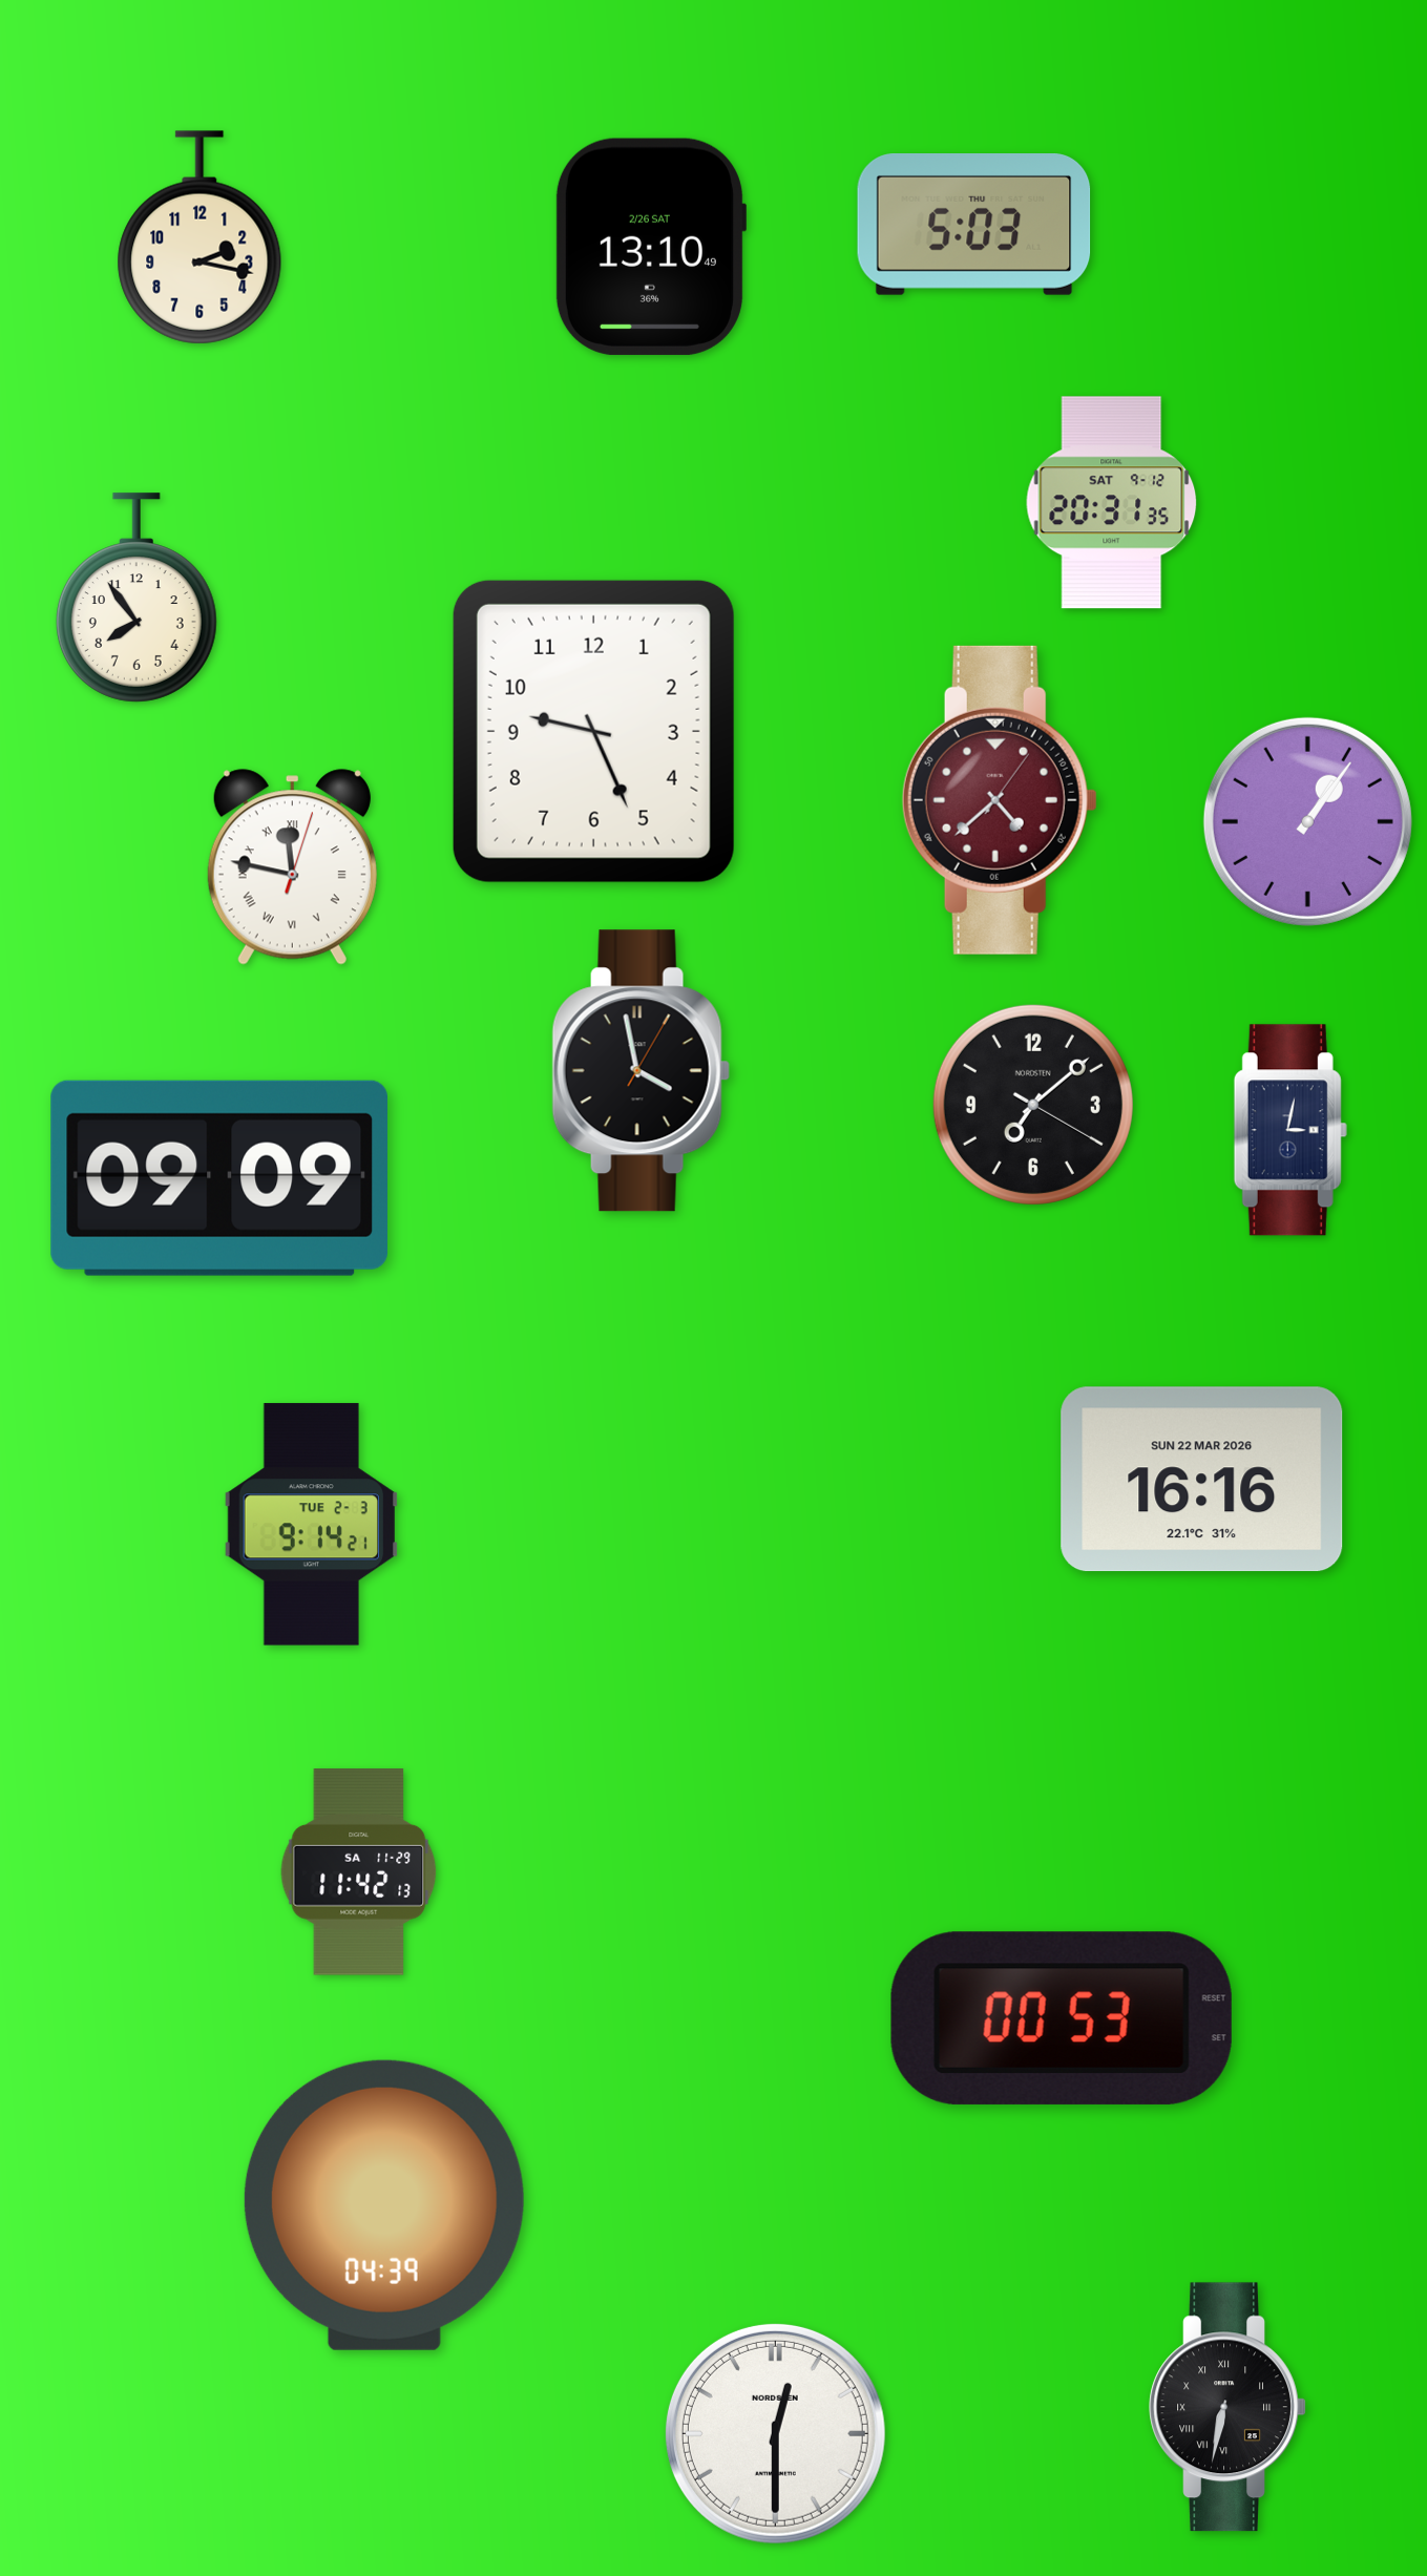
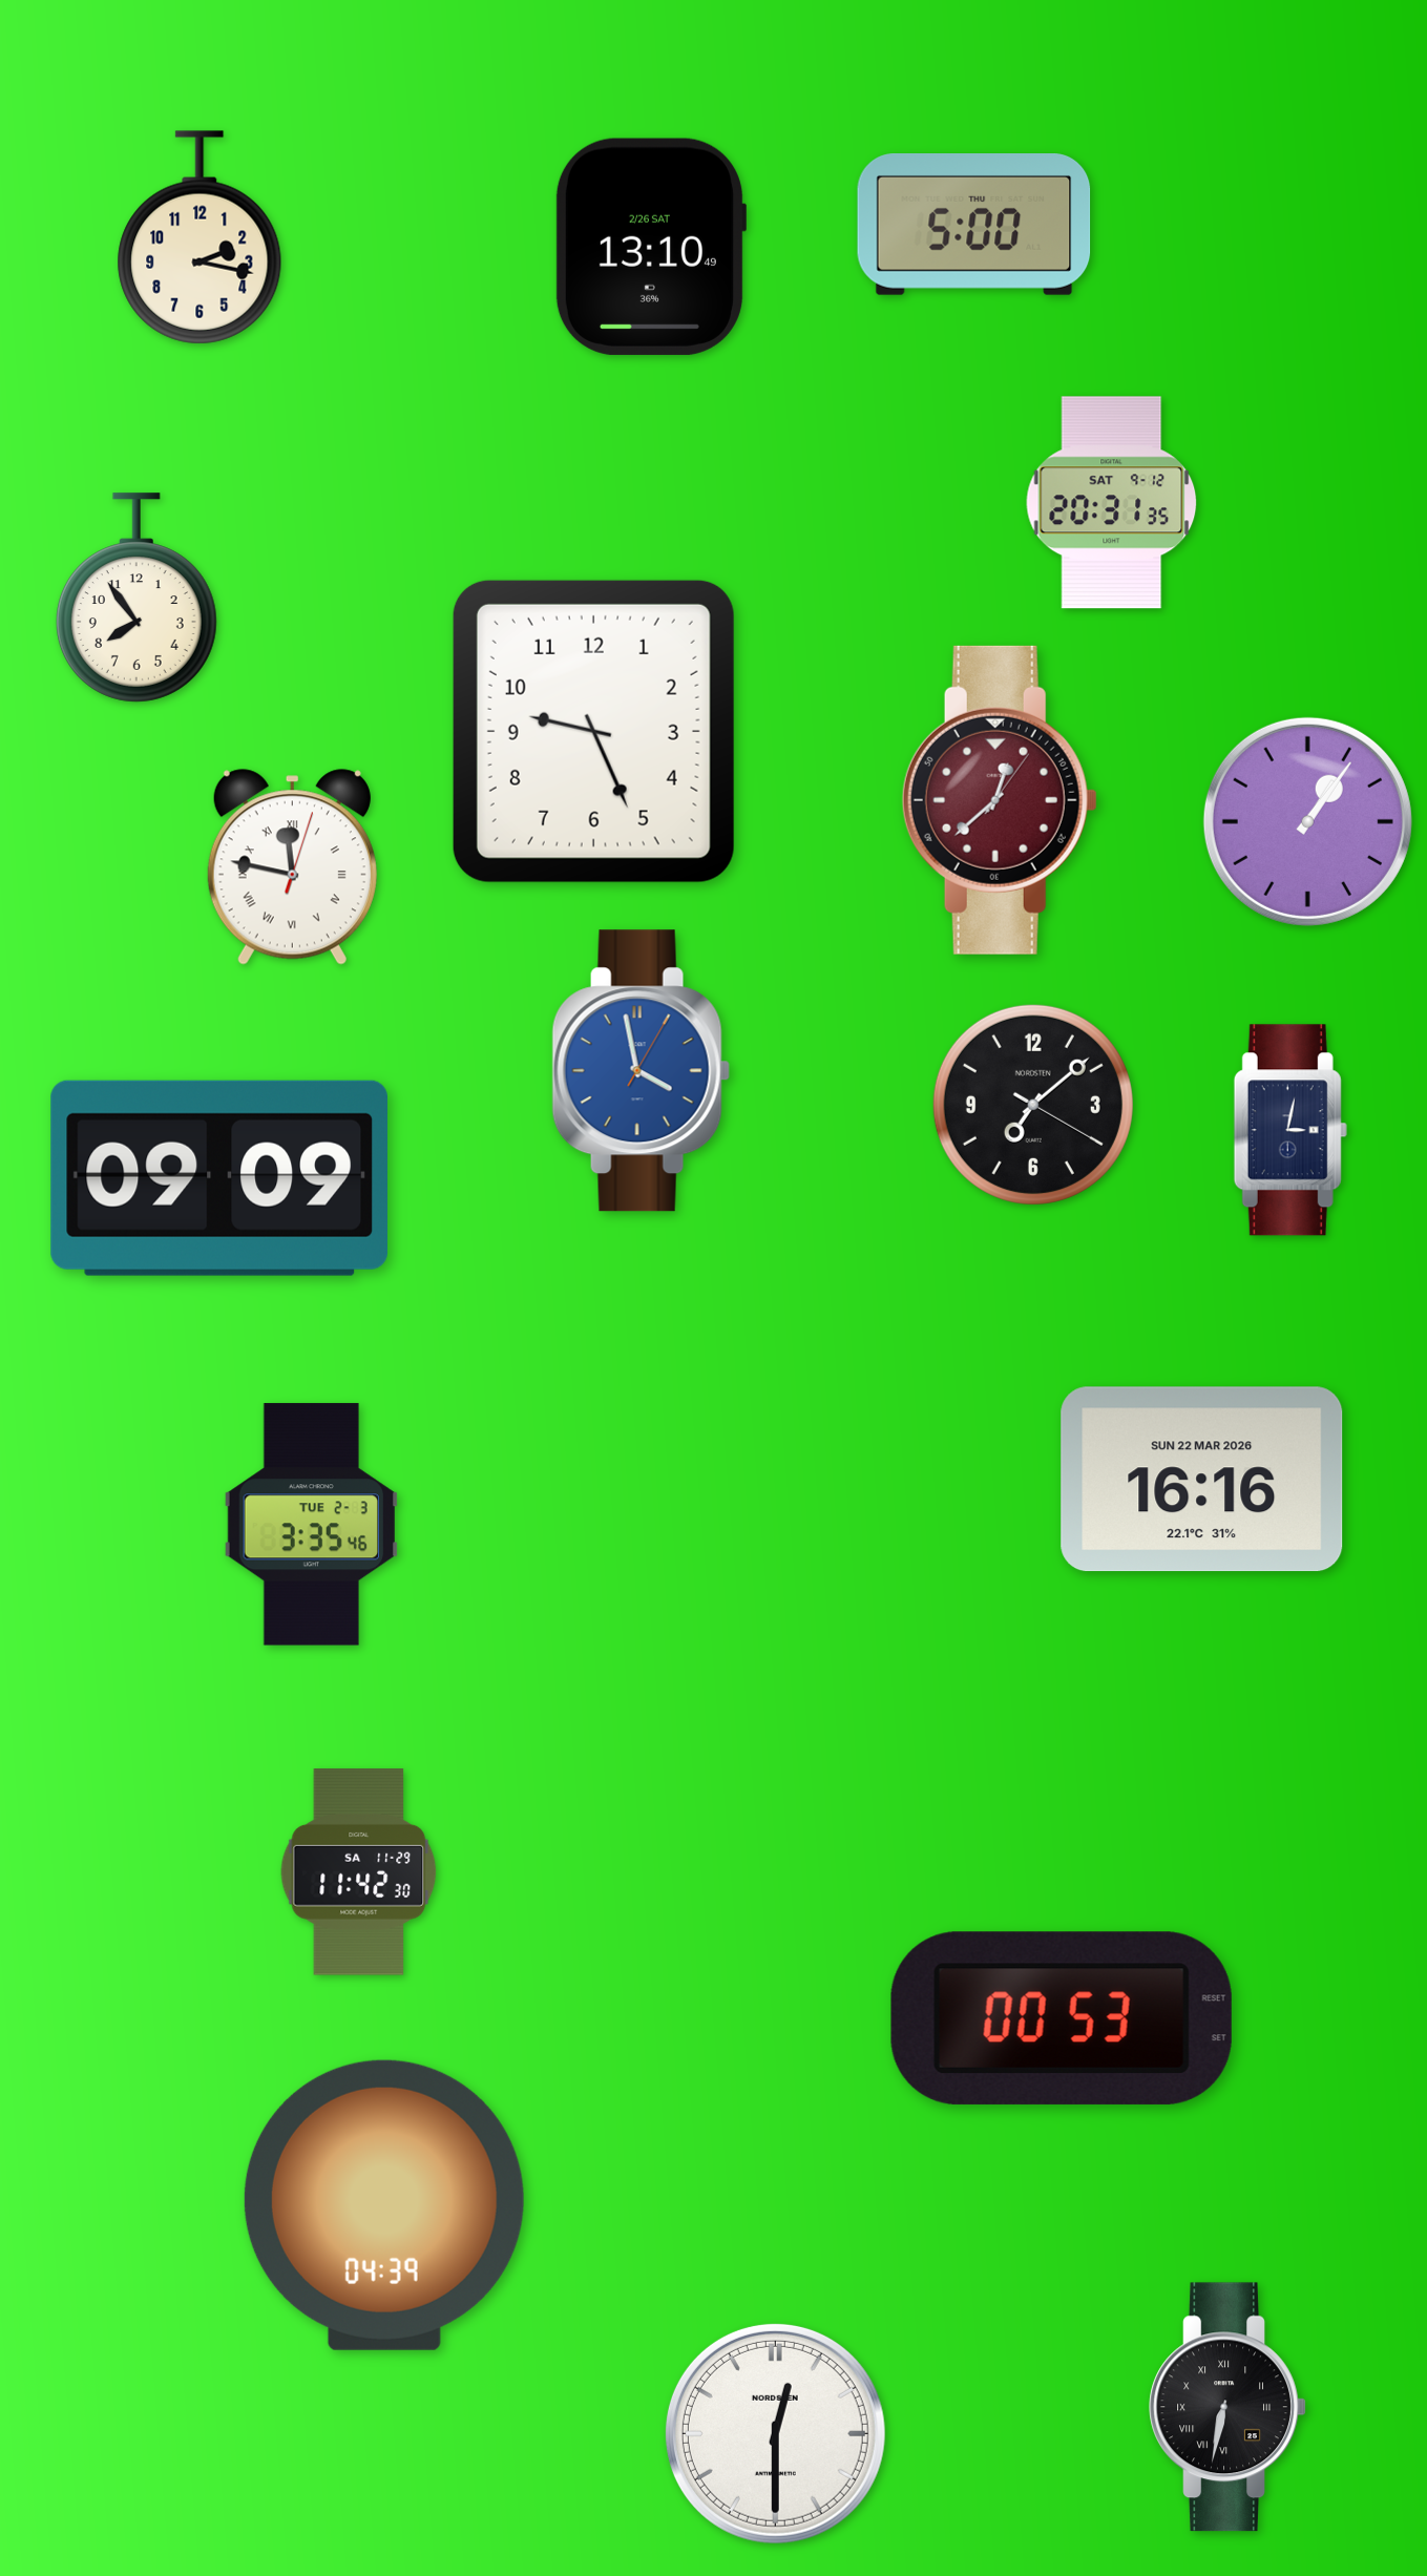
clock at (974, 225): 5:03 -> 5:00
clock at (1000, 800): 4:38 -> 12:38
clock at (641, 1071) dial: black -> blue
clock at (311, 1525): 9:14 -> 3:35
clock at (359, 1872): 11:42:13 -> 11:42:30
